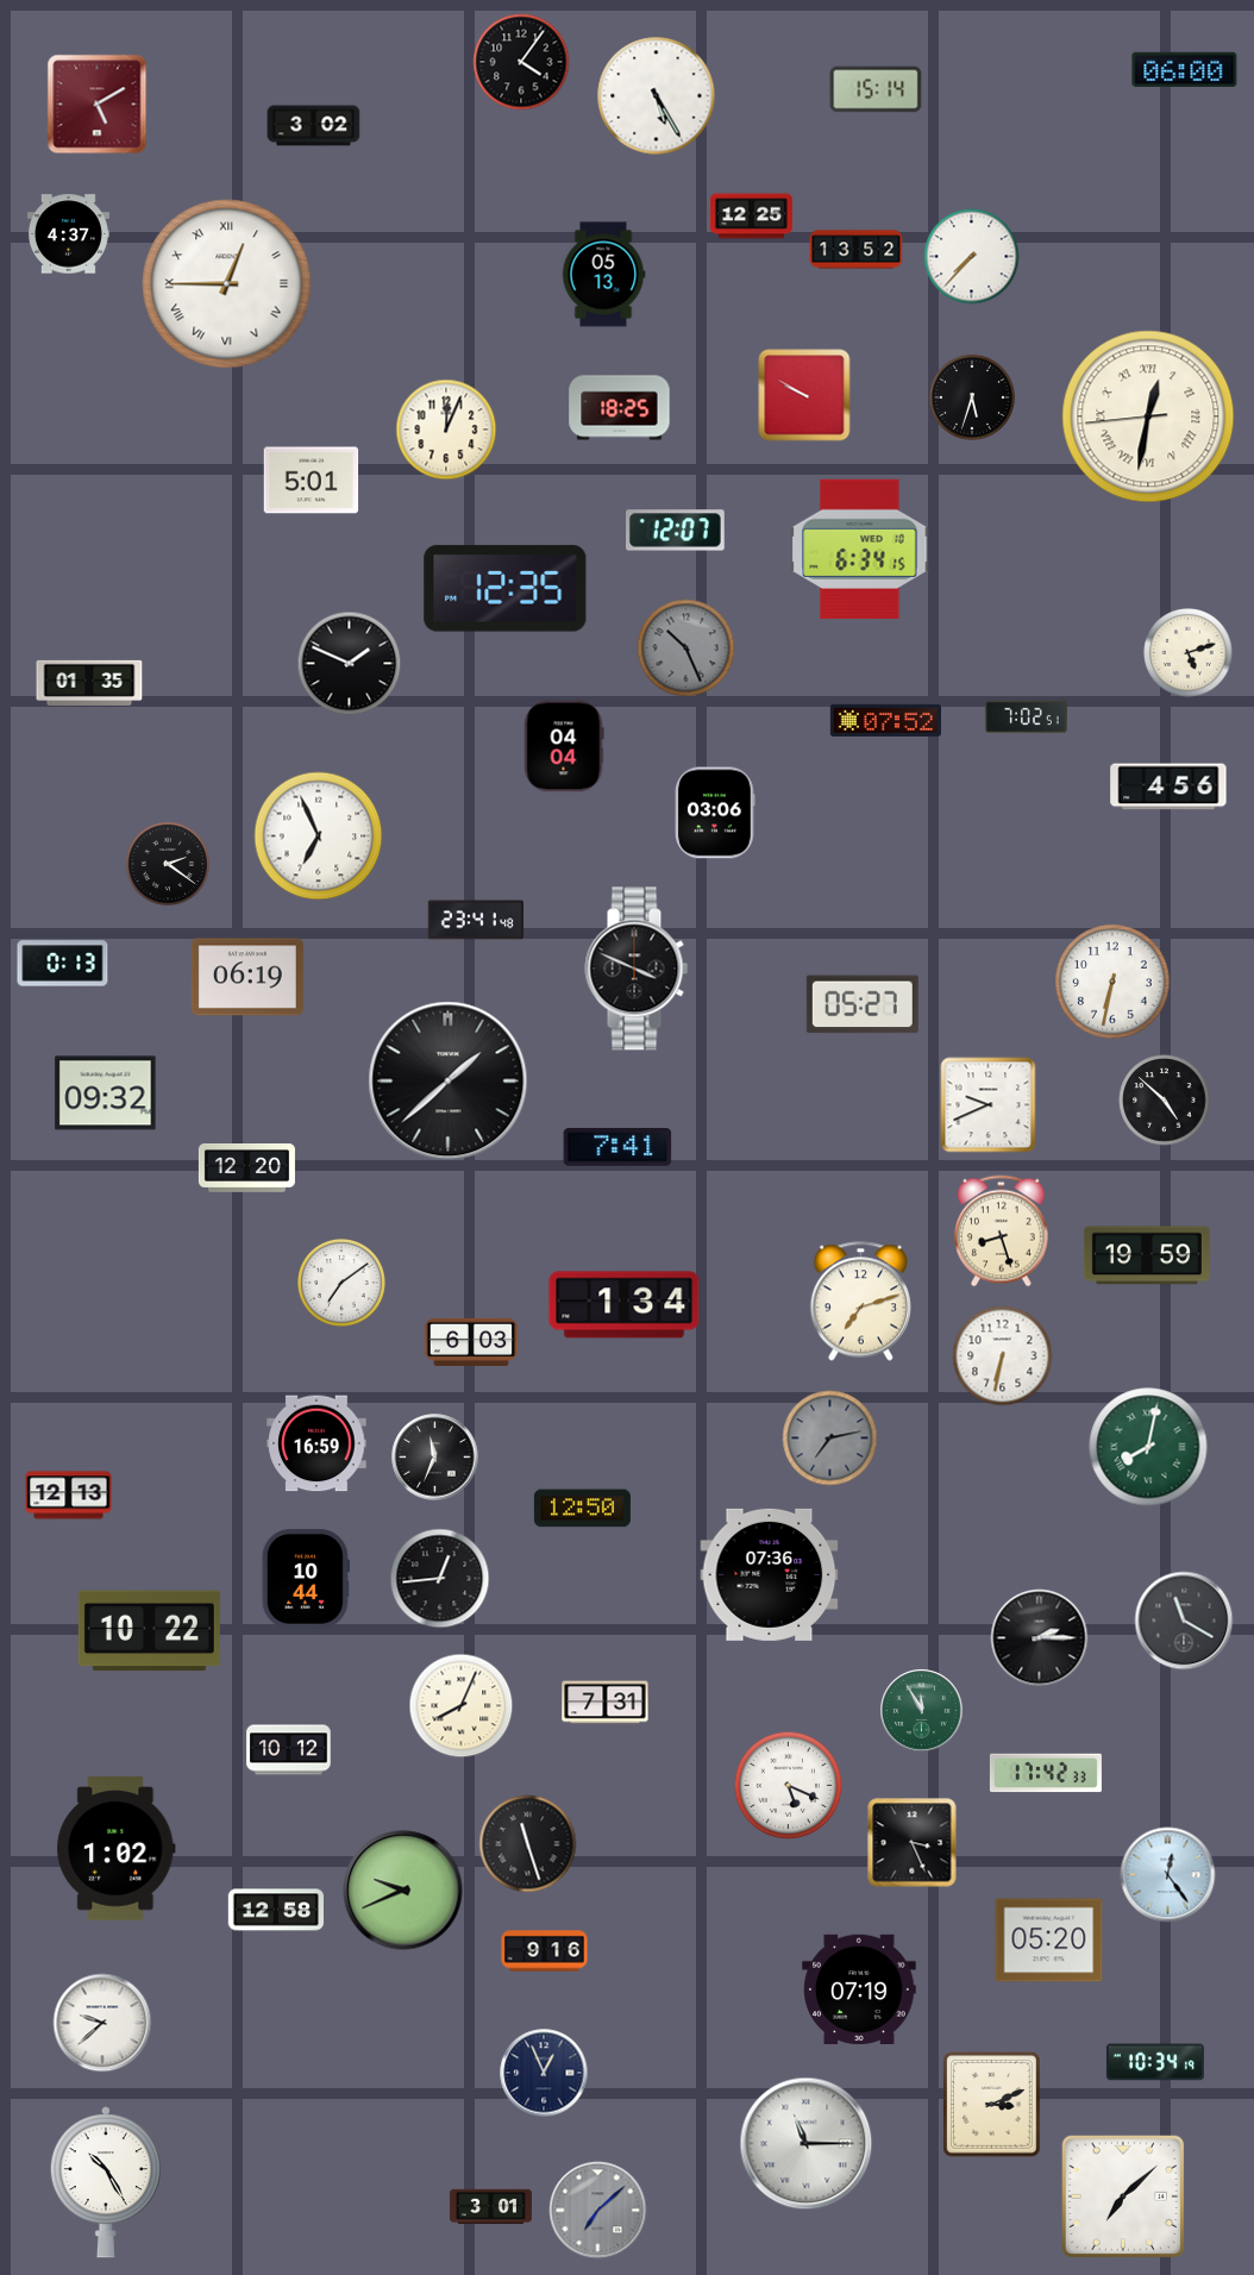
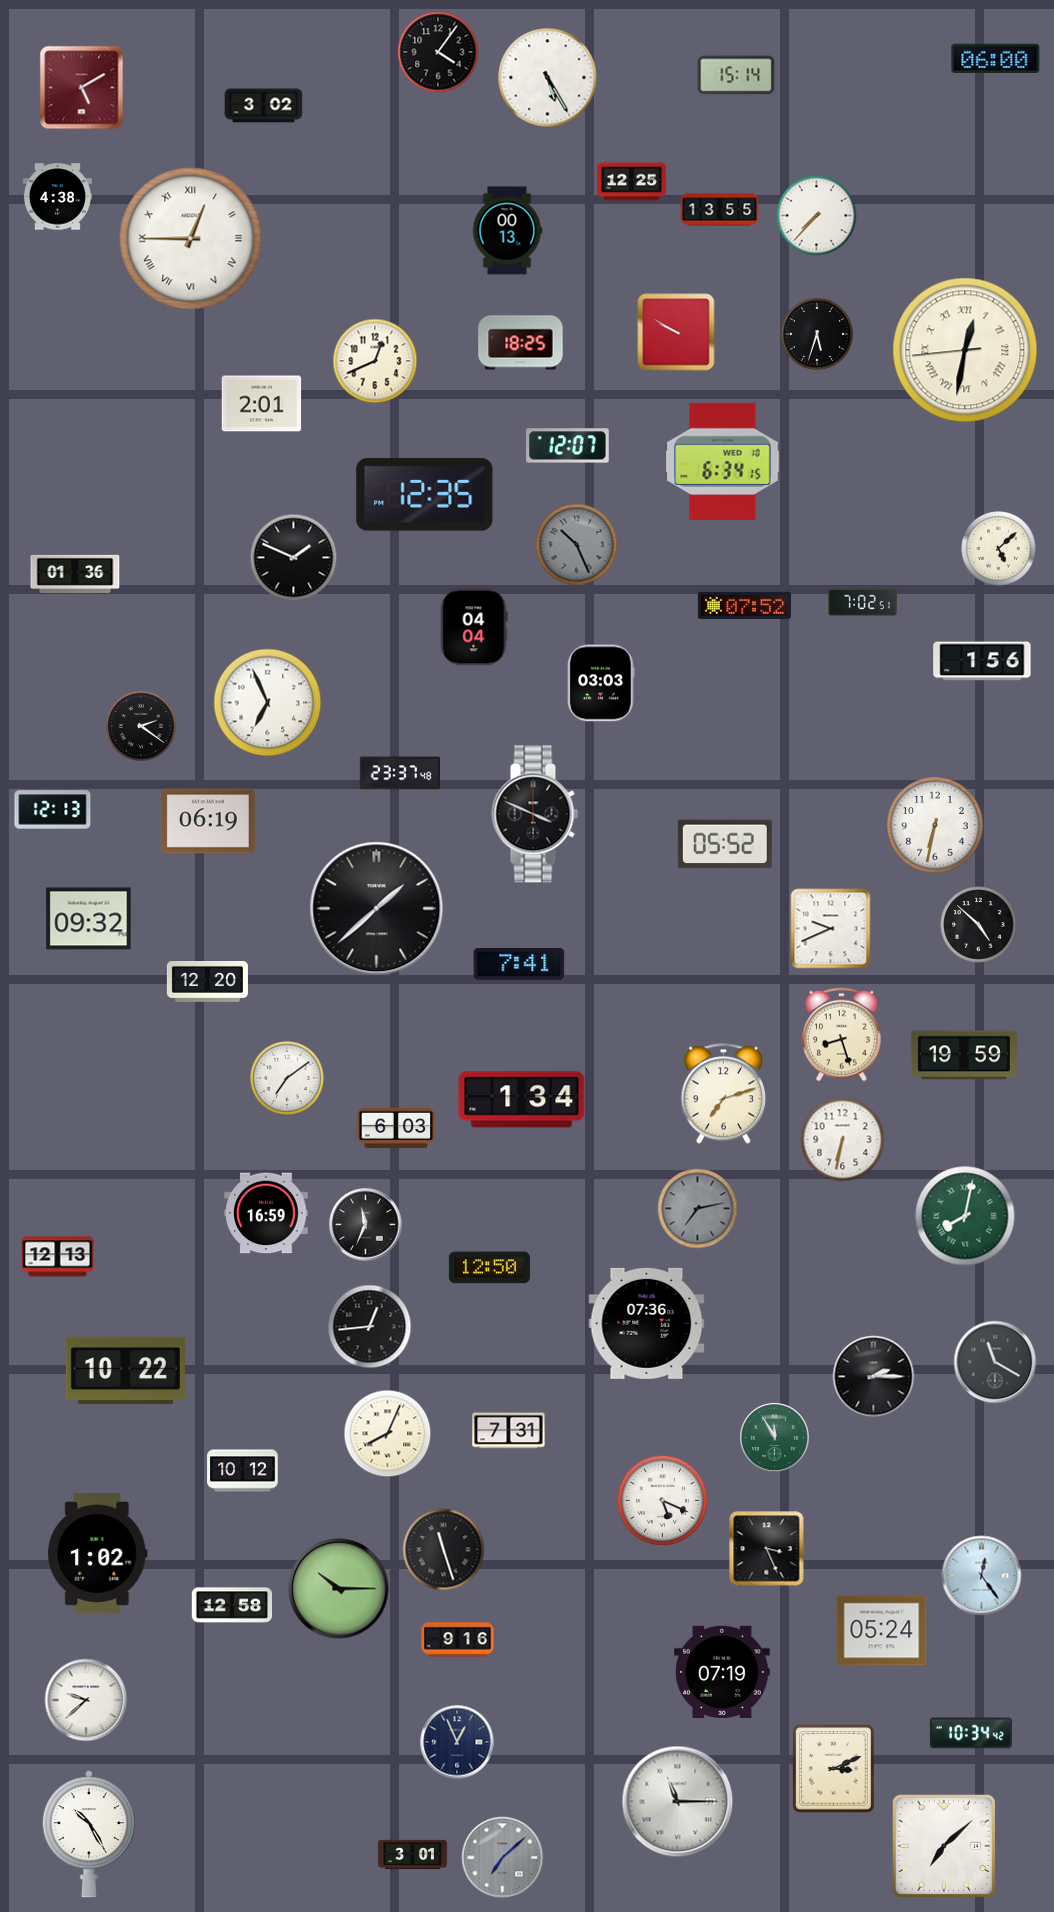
clock at (657, 96) position: (657, 96) -> (548, 78)
clock at (68, 234): 4:37 -> 4:38
clock at (857, 250): 13:52 -> 13:55
clock at (603, 275): 05:13 -> 00:13
clock at (446, 430): 12:04 -> 12:41
clock at (312, 481): 5:01 -> 2:01
clock at (1189, 653): 5:12 -> 5:08
clock at (89, 683): 01:35 -> 01:36
clock at (1168, 786): 4:56 -> 1:56
clock at (715, 813): 03:06 -> 03:03
clock at (475, 920): 23:41 -> 23:37
clock at (63, 964): 0:13 -> 12:13
clock at (863, 1004): 05:27 -> 05:52
clock at (625, 1305) position: (625, 1305) -> (522, 1100)
clock at (306, 1579): 10:44 -> none
clock at (1046, 1773): 17:42 -> none
clock at (403, 1891): 9:41 -> 10:15
clock at (1049, 1941): 05:20 -> 05:24
clock at (1155, 2062): 10:34:19 -> 10:34:42
